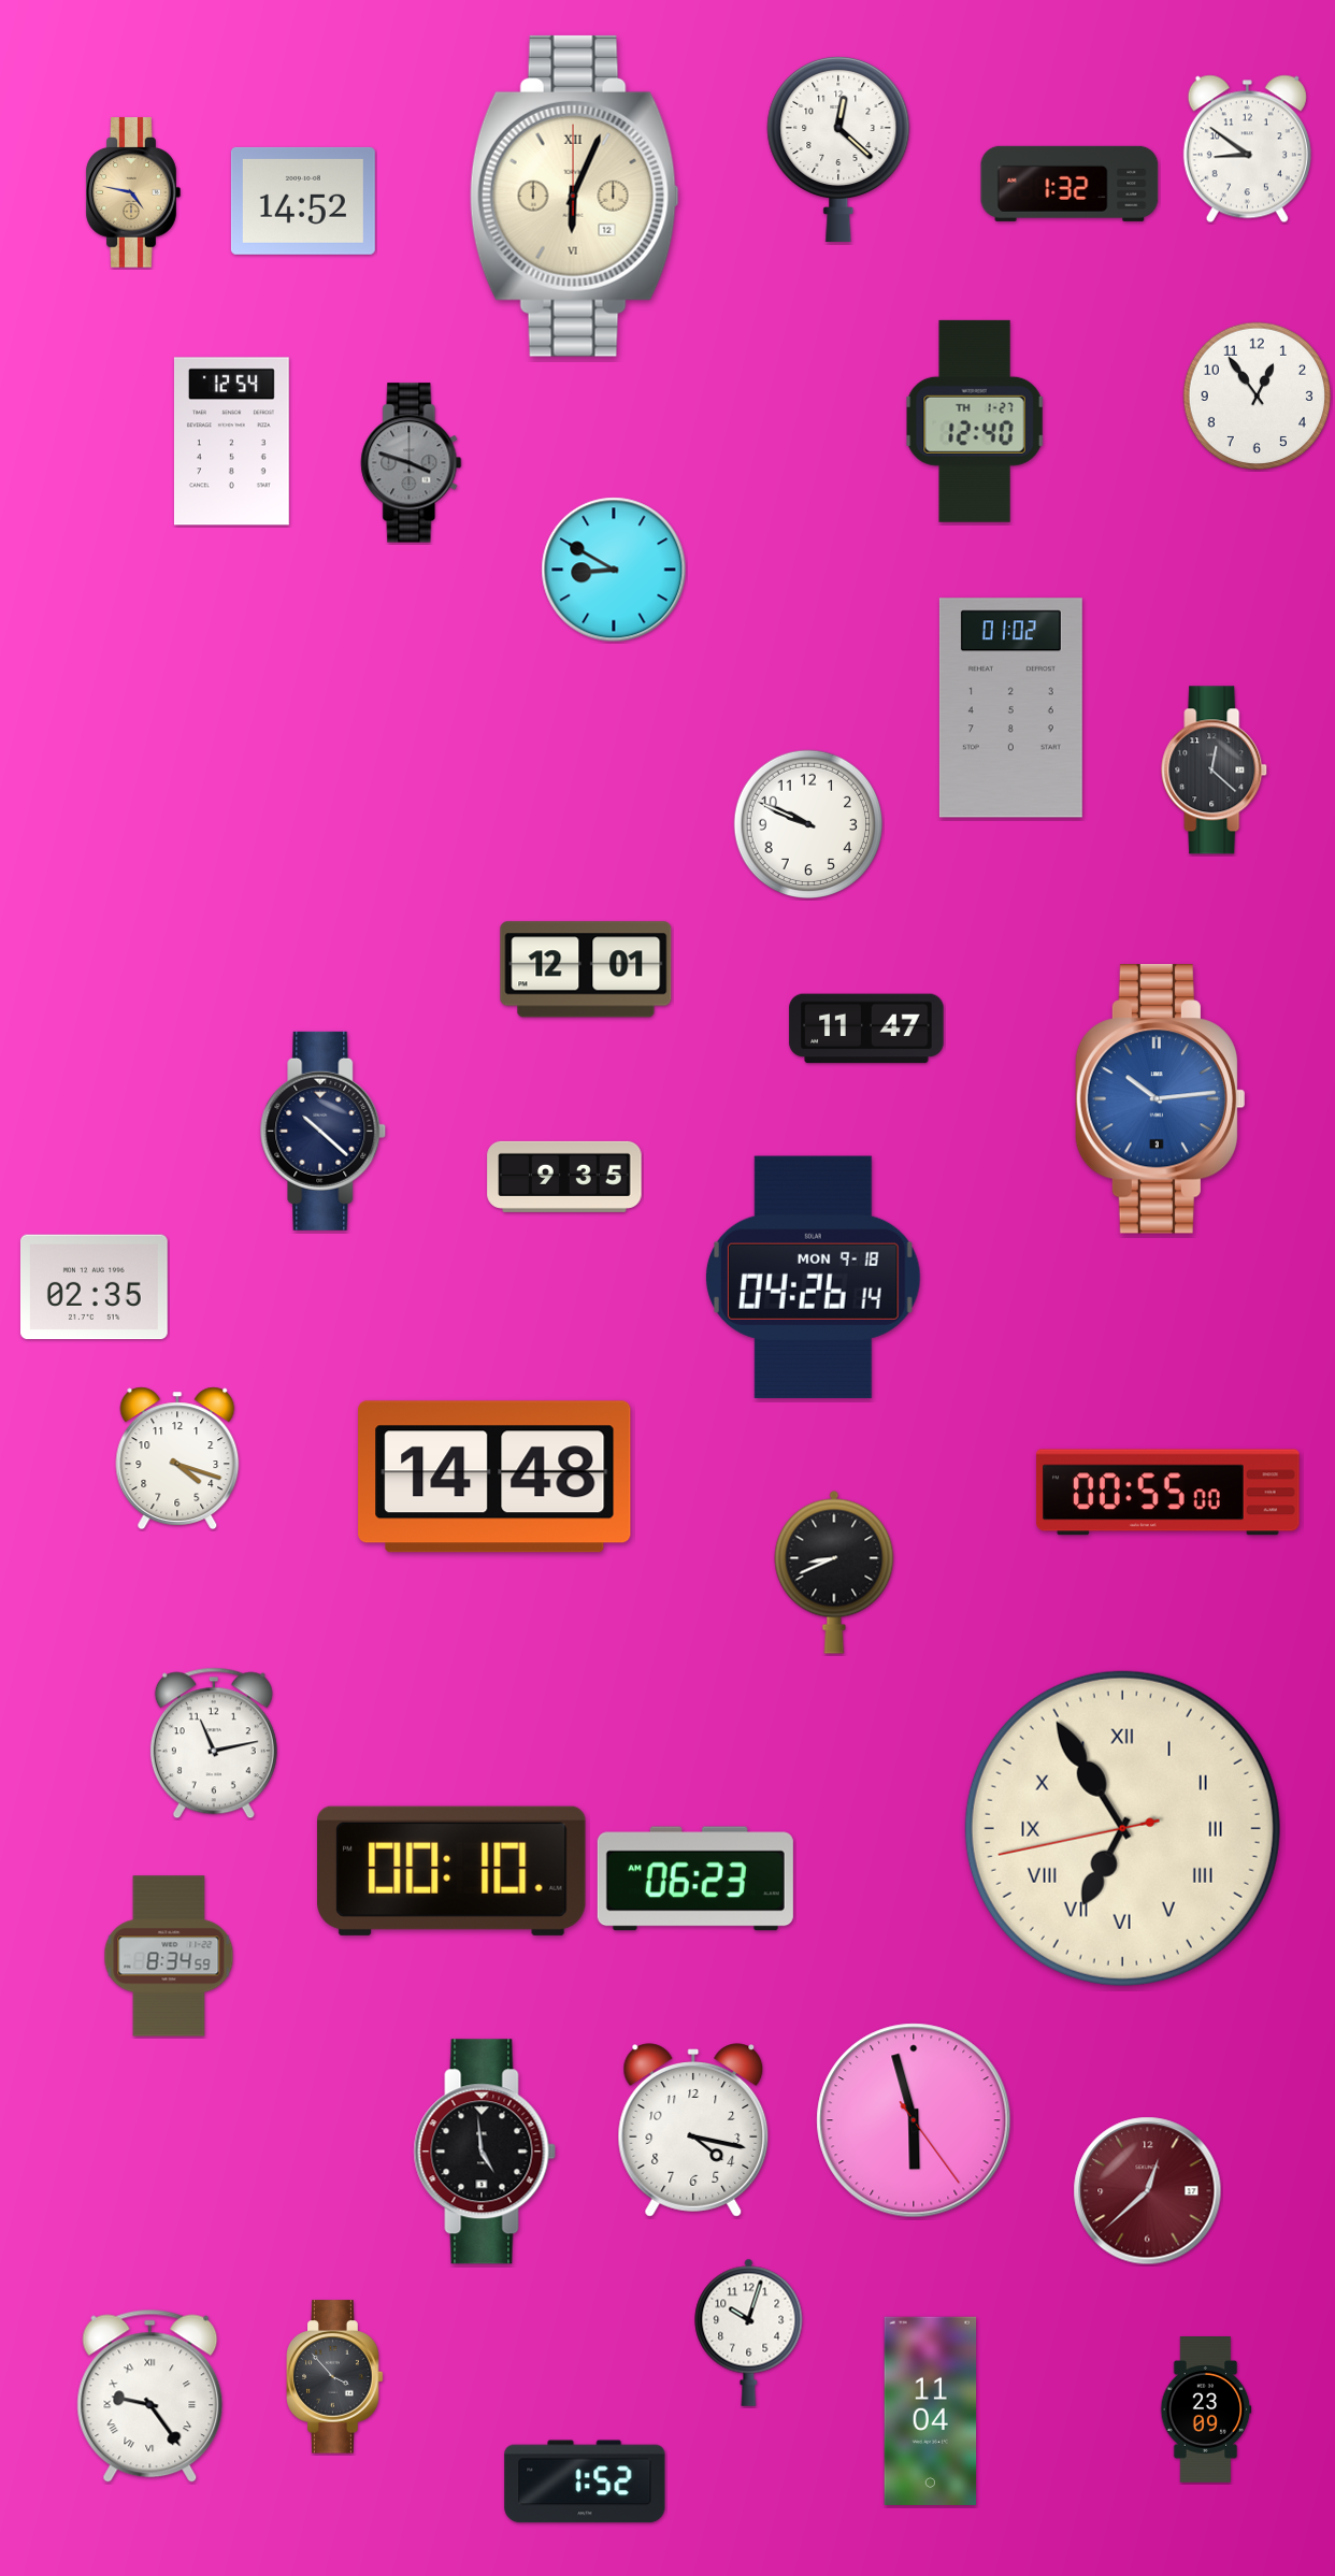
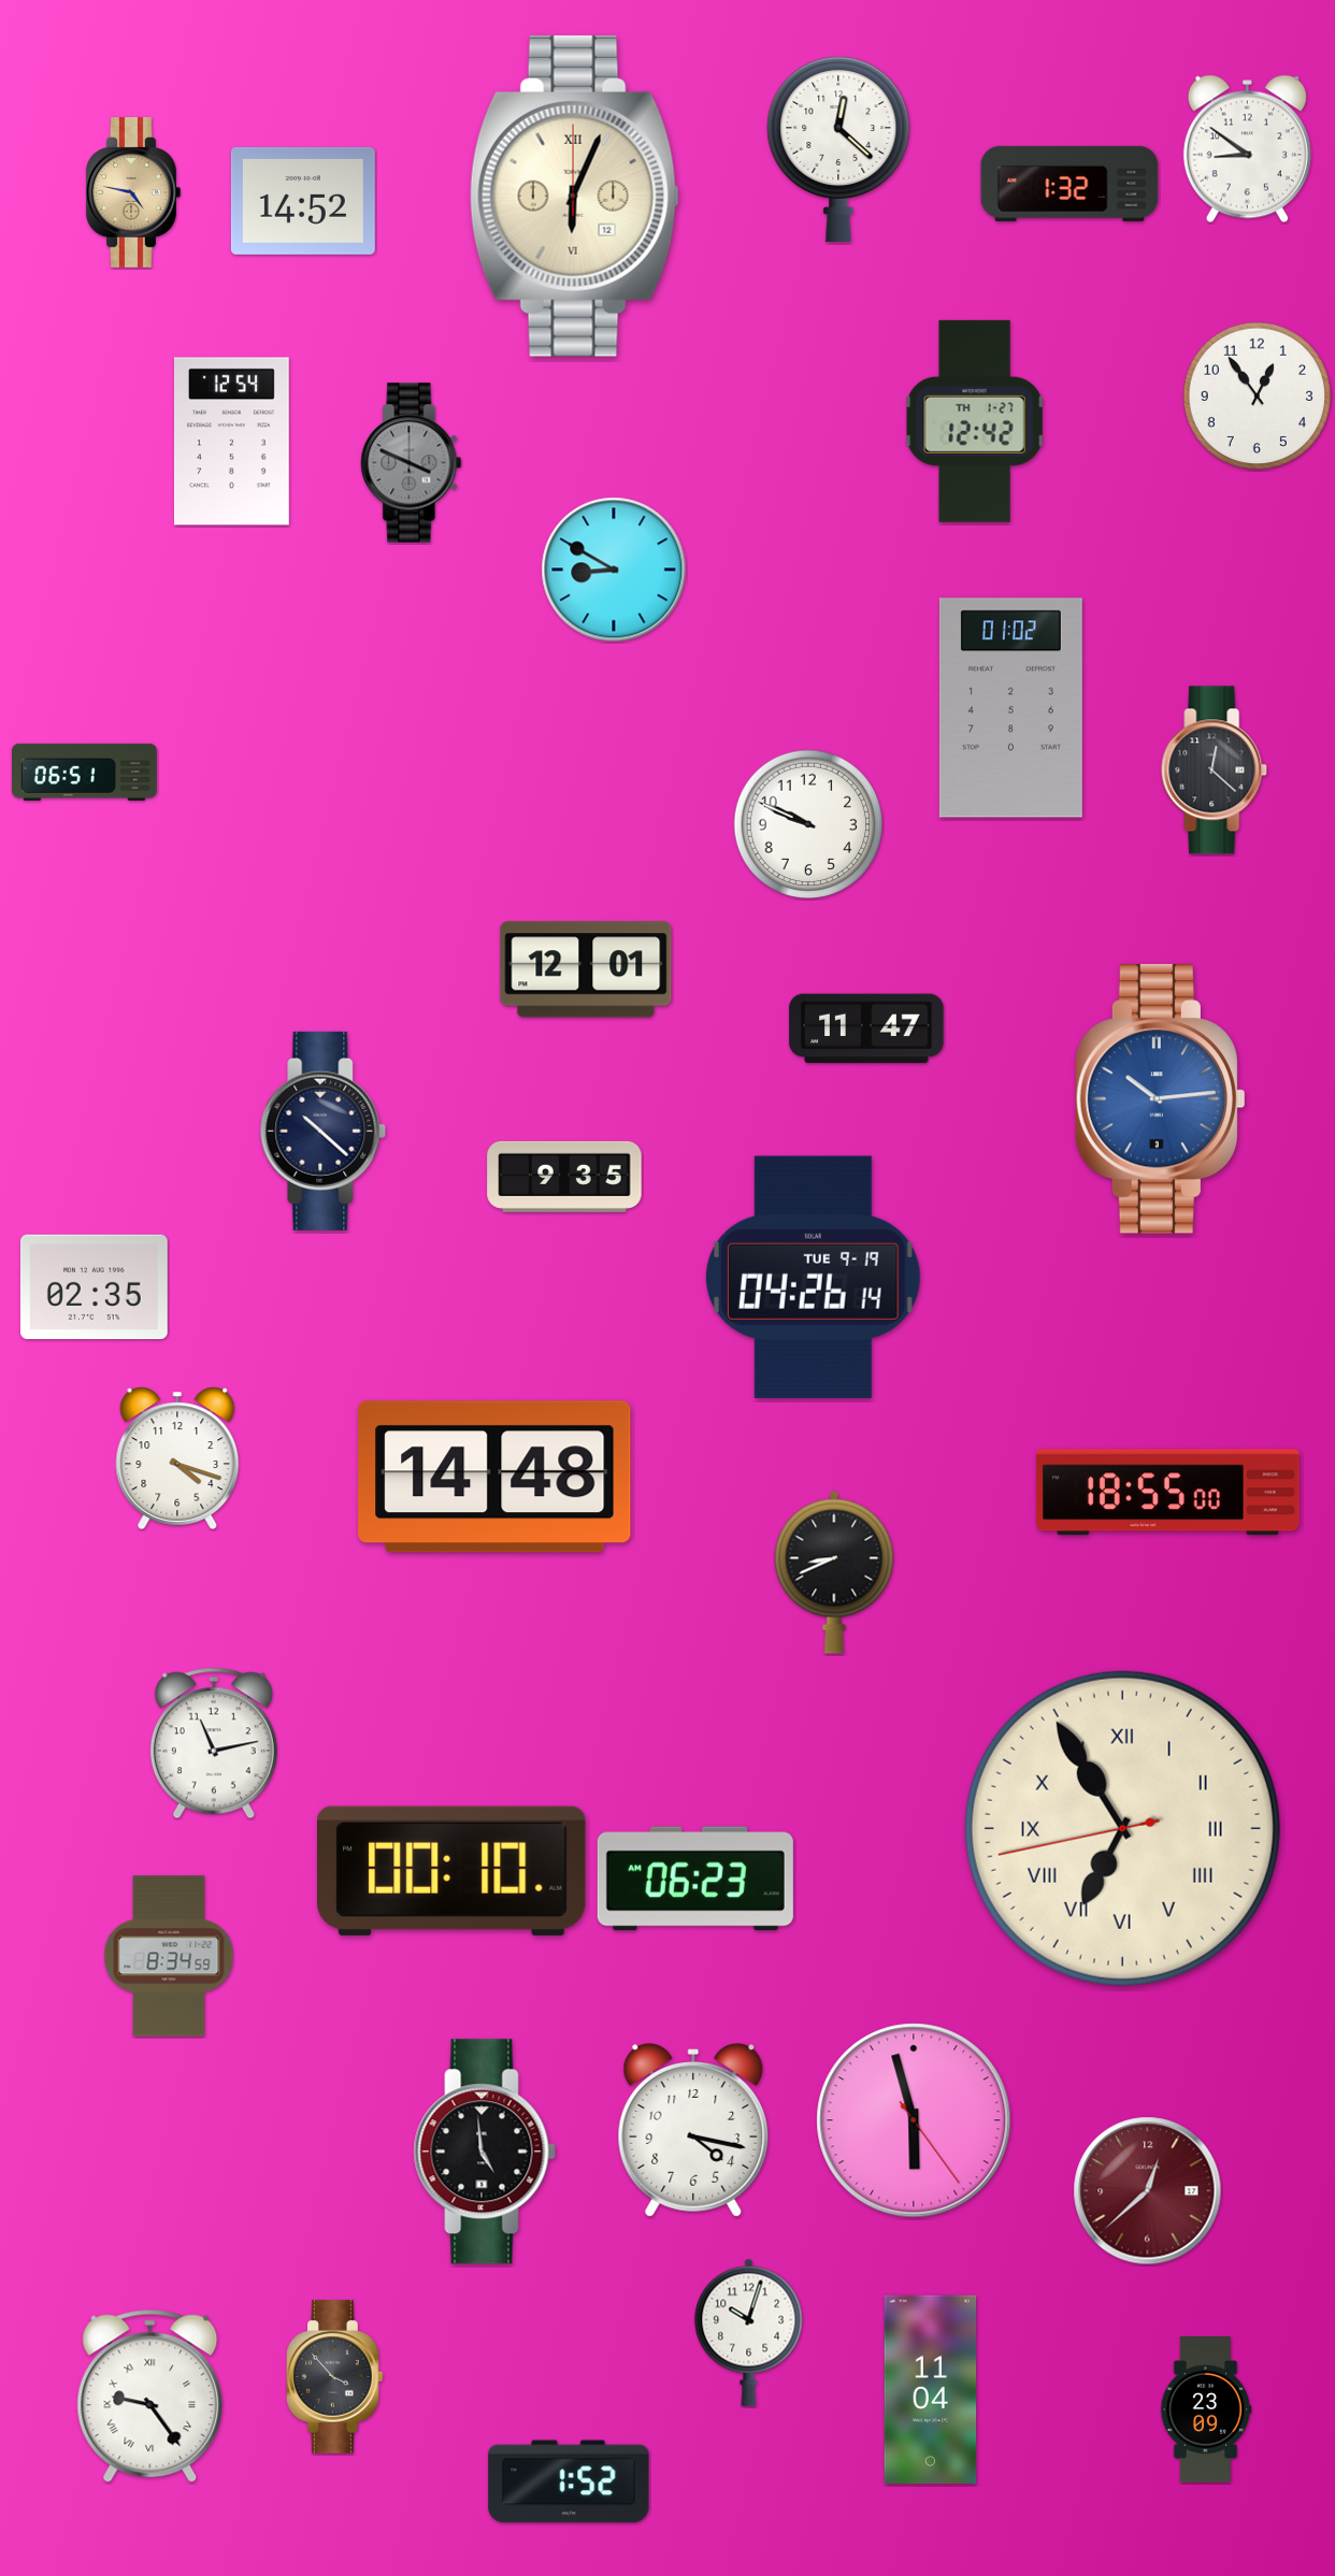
clock at (975, 421): 12:40 -> 12:42
clock at (412, 463): 3:48 -> 3:49
clock at (84, 772): none -> 06:51
clock at (814, 1277) date: MON 9-18 -> TUE 9-19
clock at (1168, 1493): 00:55 -> 18:55
clock at (931, 2410) position: (931, 2410) -> (931, 2389)
clock at (585, 2481) position: (585, 2481) -> (569, 2481)
